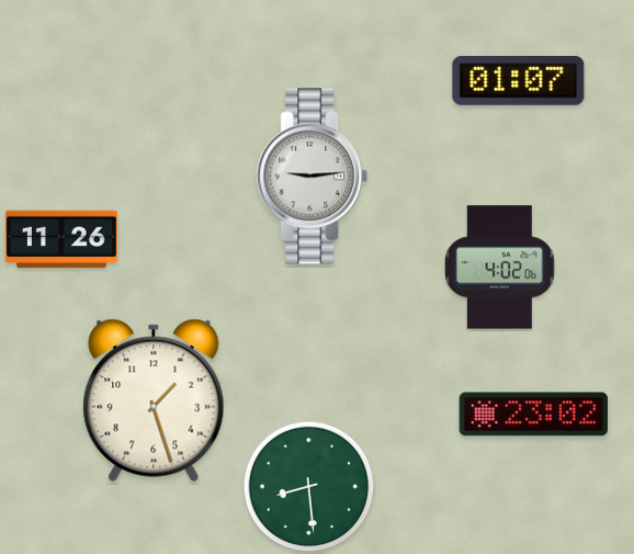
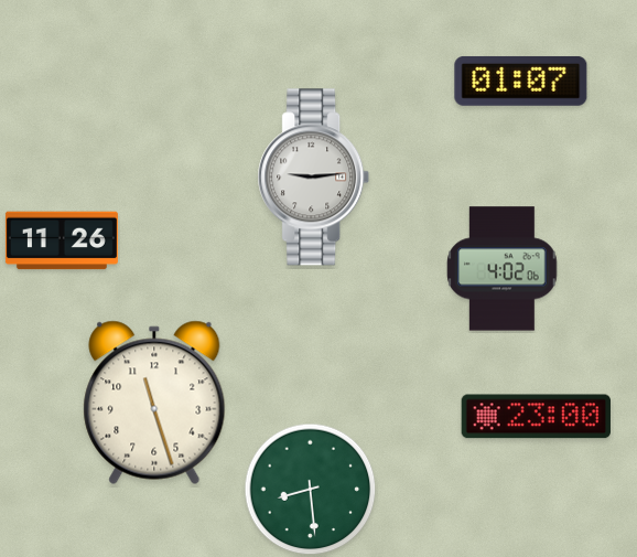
clock at (154, 400): 1:27 -> 11:27
clock at (533, 415): 23:02 -> 23:00
